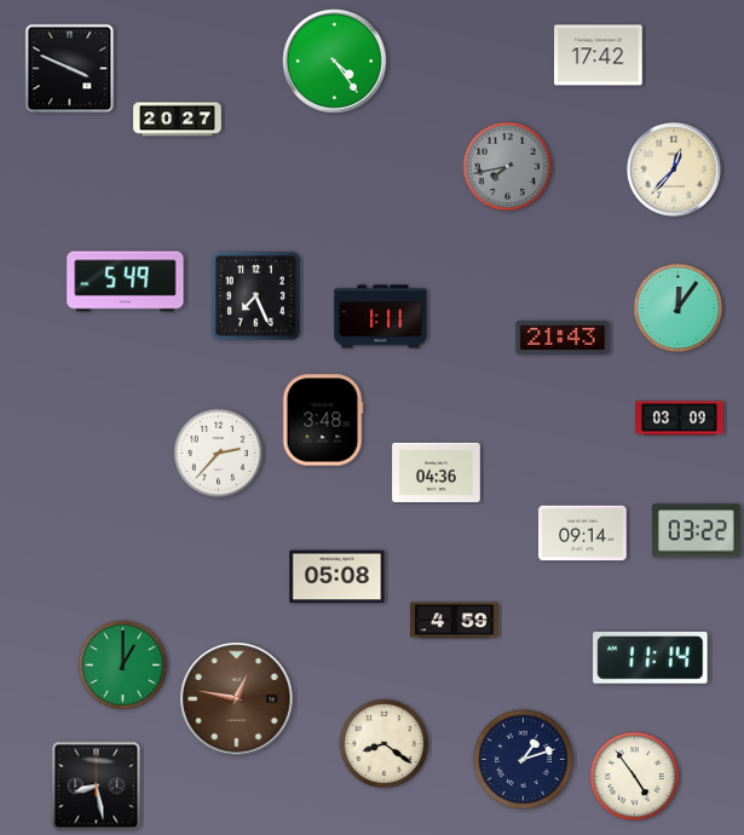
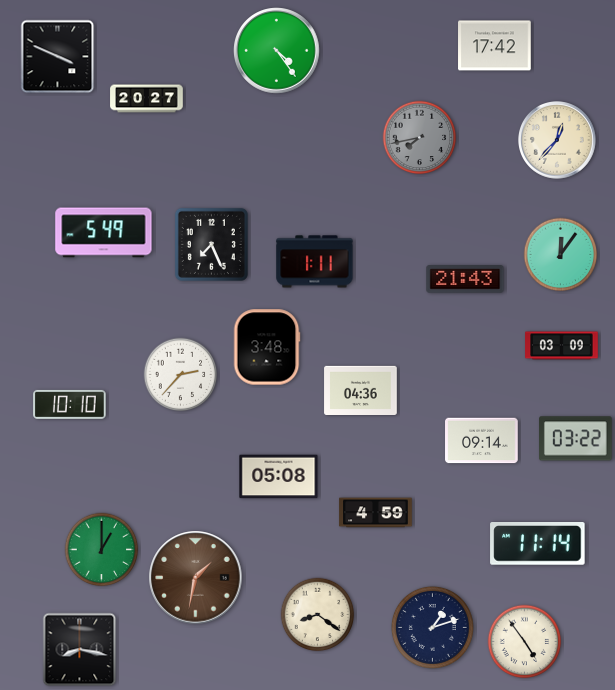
clock at (70, 404): none -> 10:10
clock at (237, 699): 12:47 -> 1:32
clock at (97, 787): 8:28 -> 8:17
